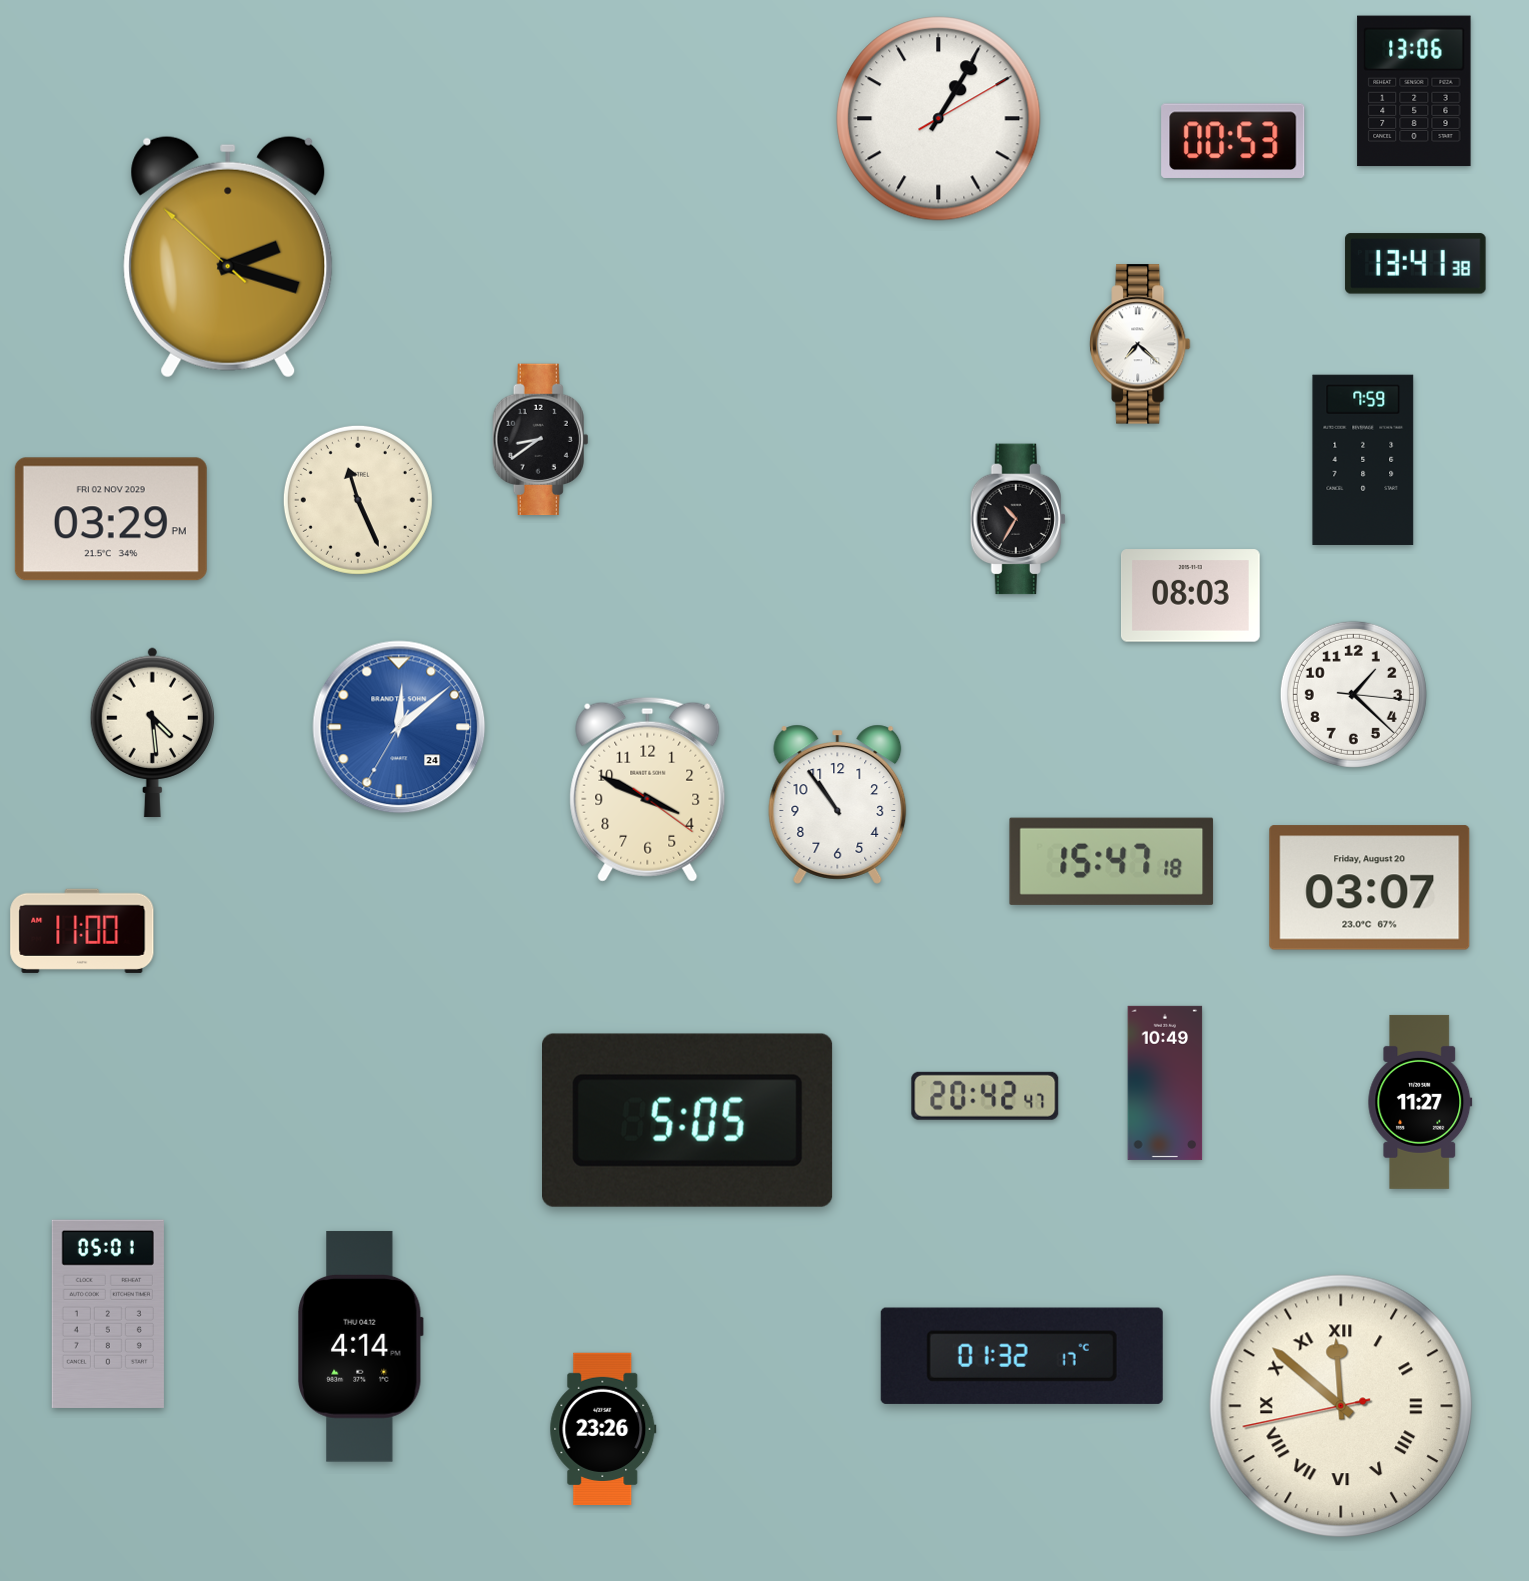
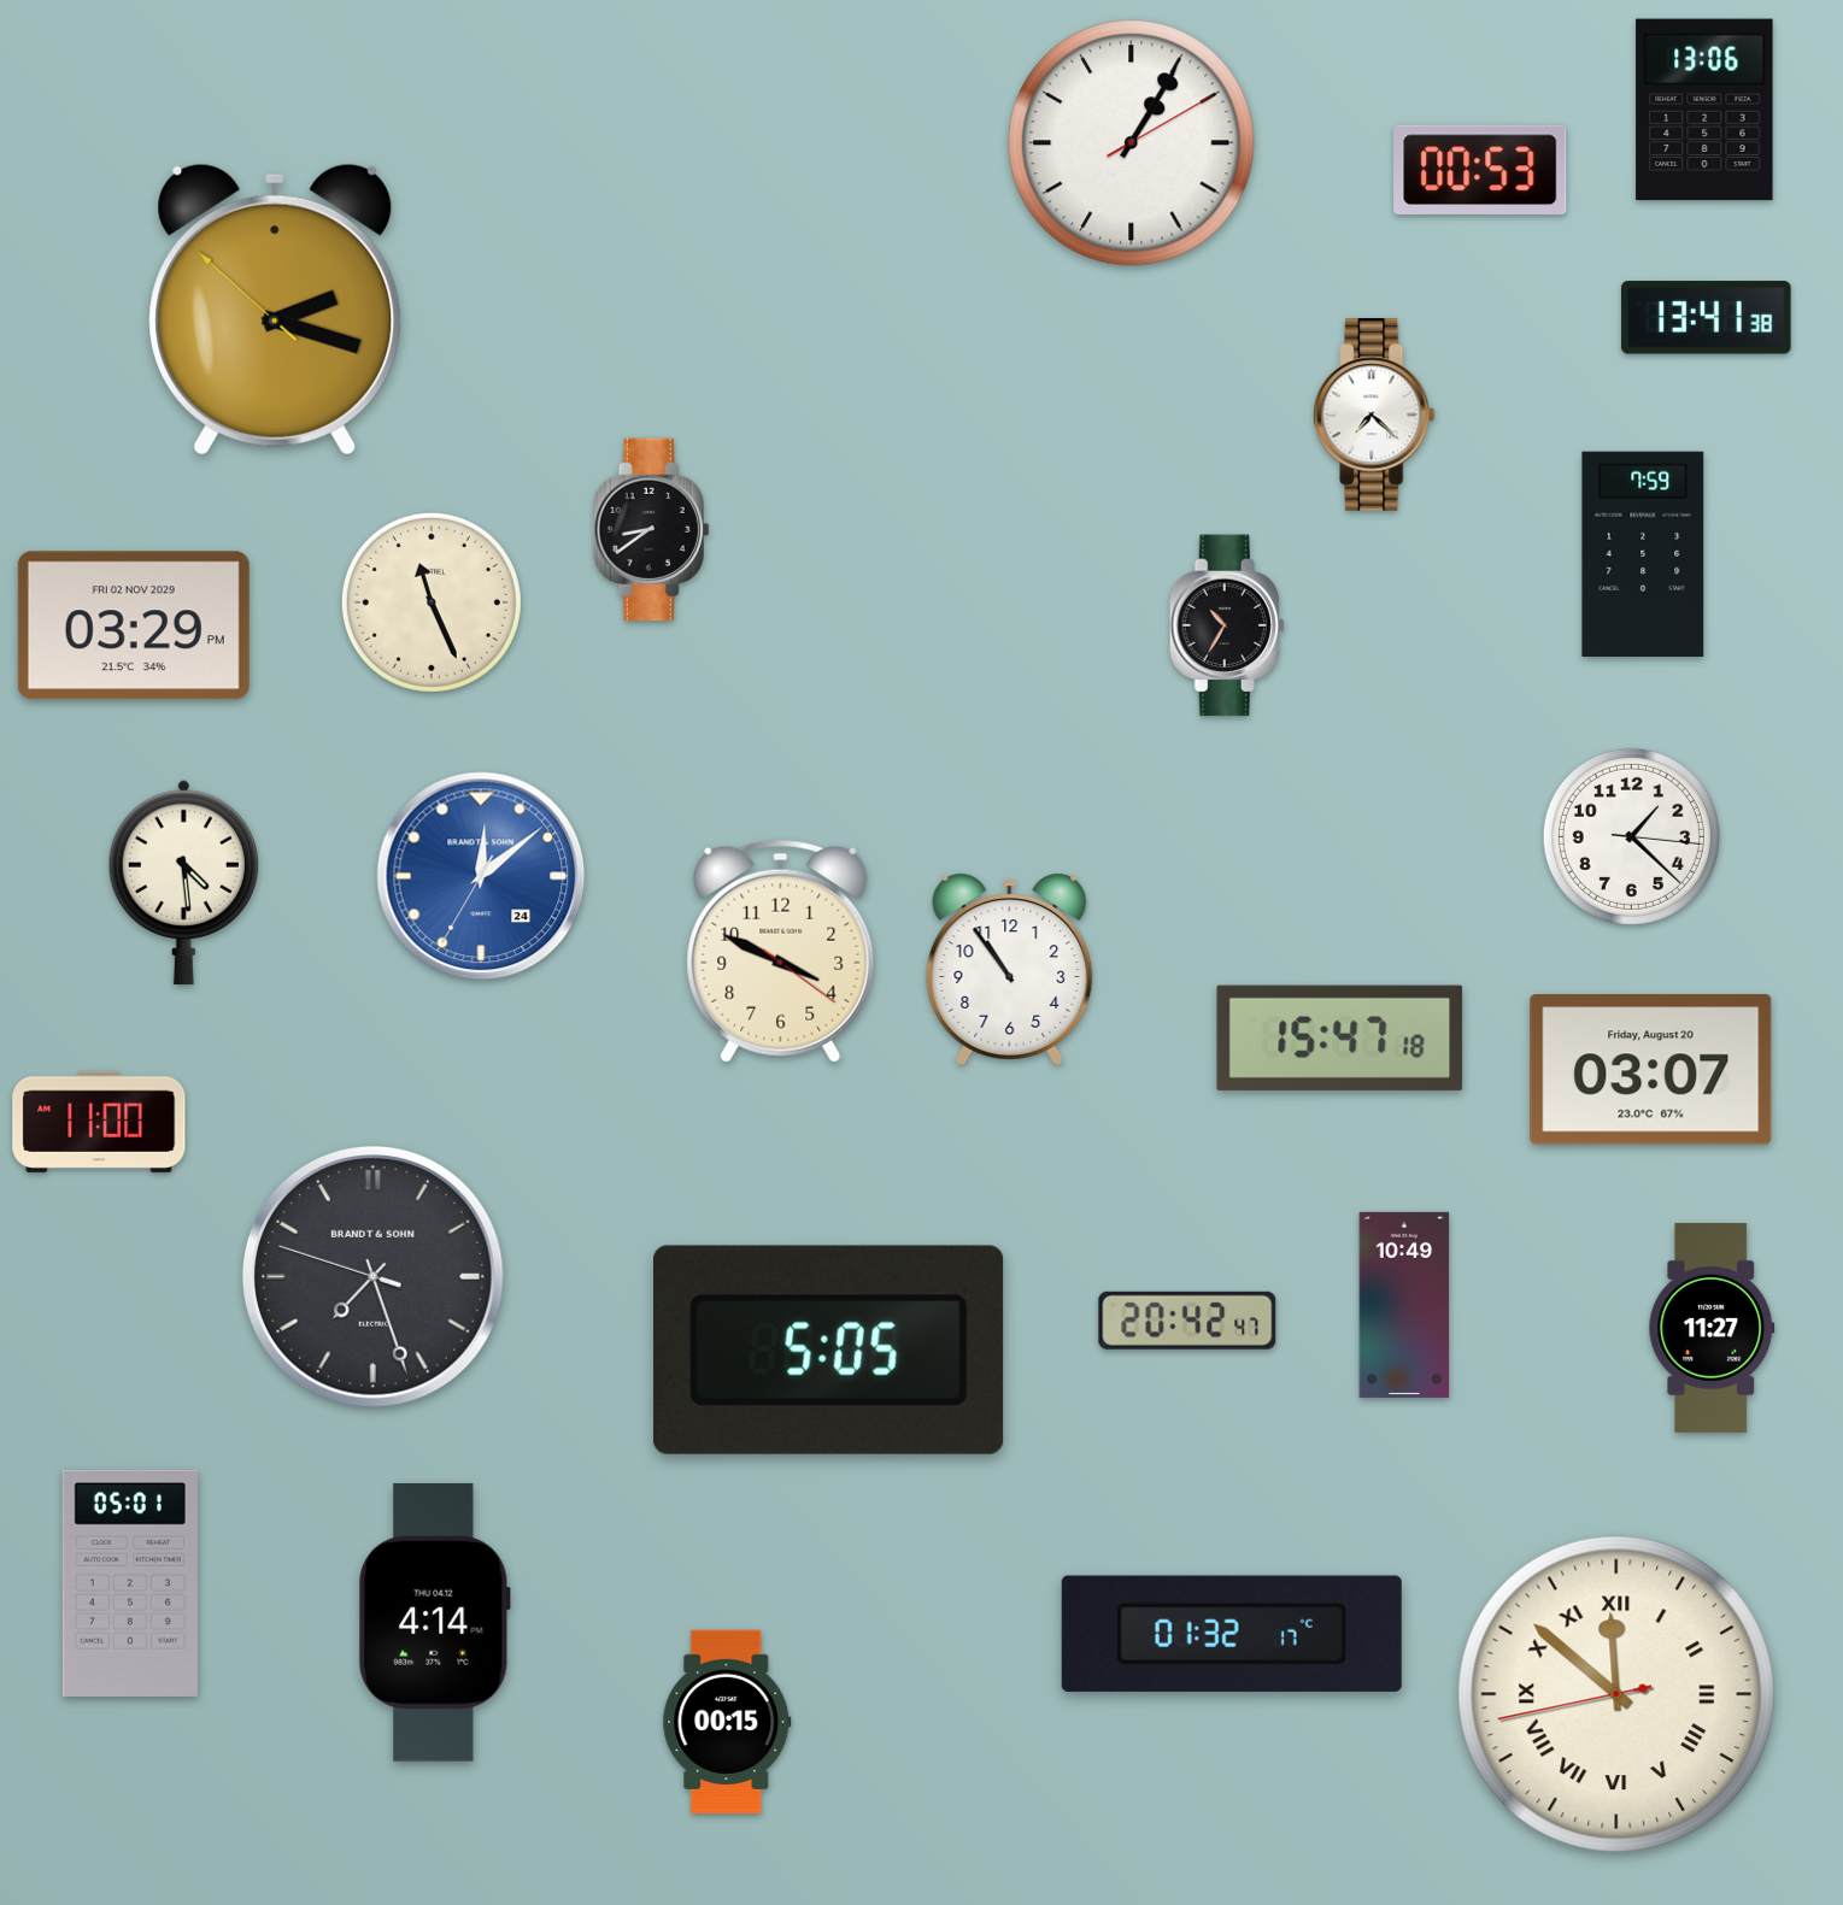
clock at (1233, 141) position: (1233, 141) -> (1480, 170)
clock at (1190, 596): 08:03 -> none
clock at (372, 1276): none -> 7:26
clock at (603, 1428): 23:26 -> 00:15
